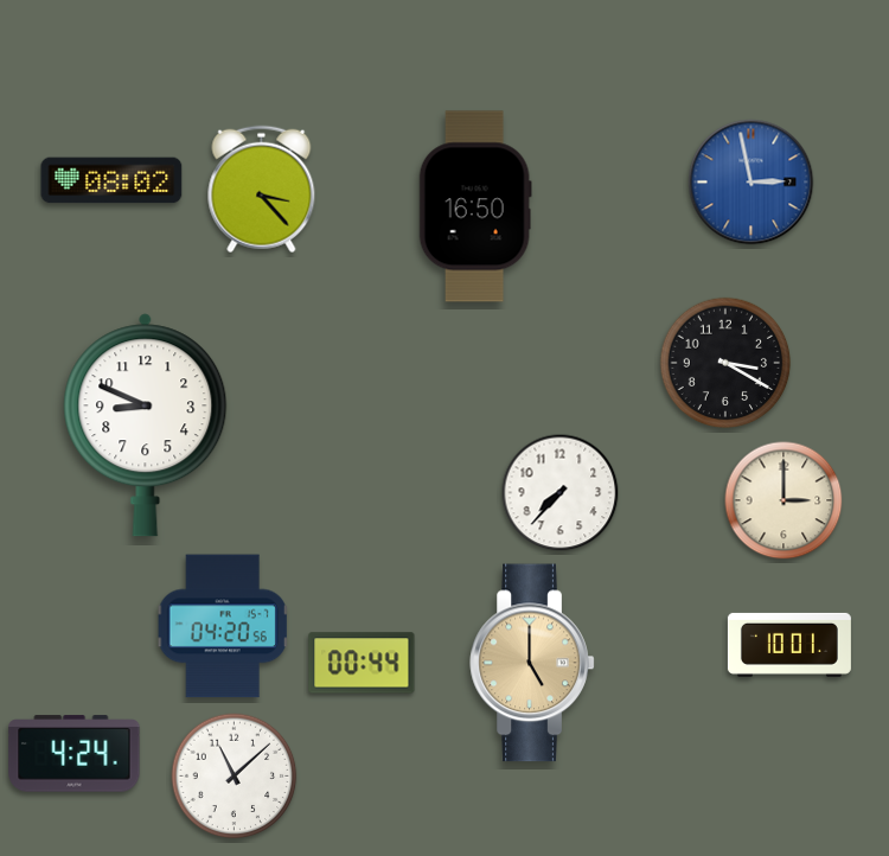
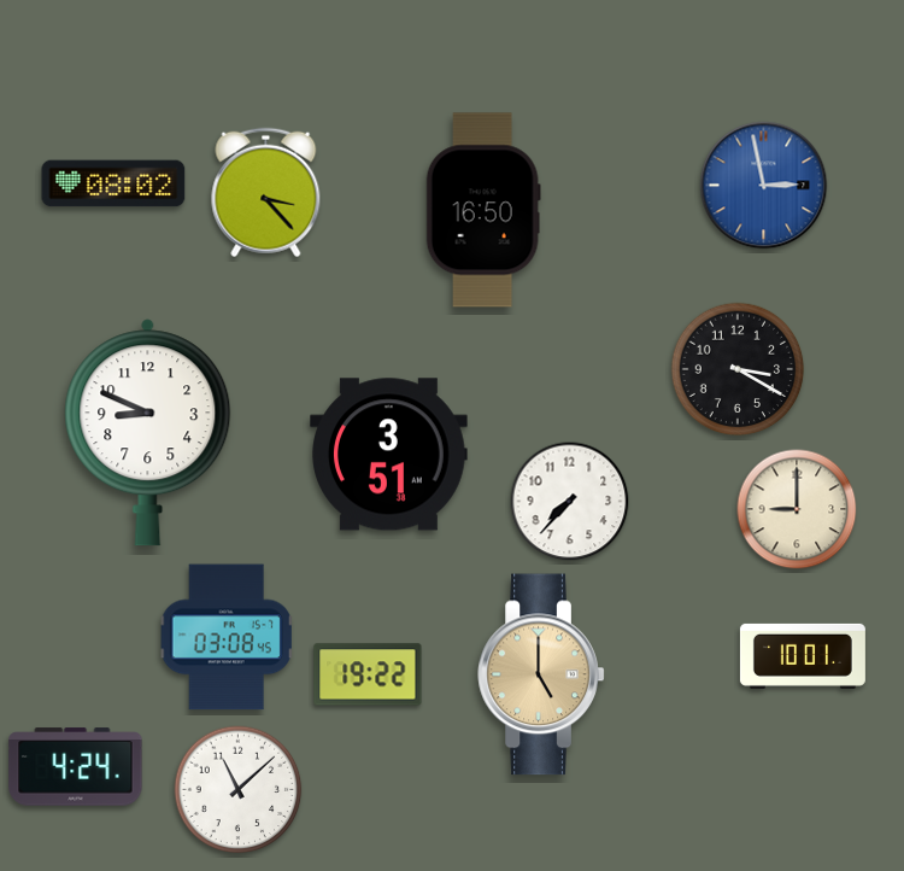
clock at (389, 455): none -> 3:51
clock at (784, 500): 3:00 -> 9:00
clock at (223, 626): 04:20 -> 03:08
clock at (362, 663): 00:44 -> 19:22
